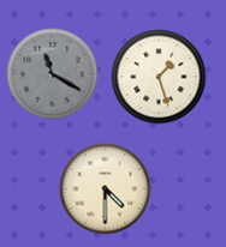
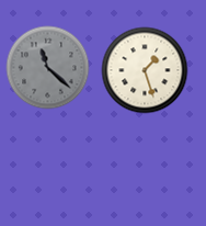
clock at (53, 74): 11:20 -> 11:22
clock at (106, 189): 4:30 -> none
